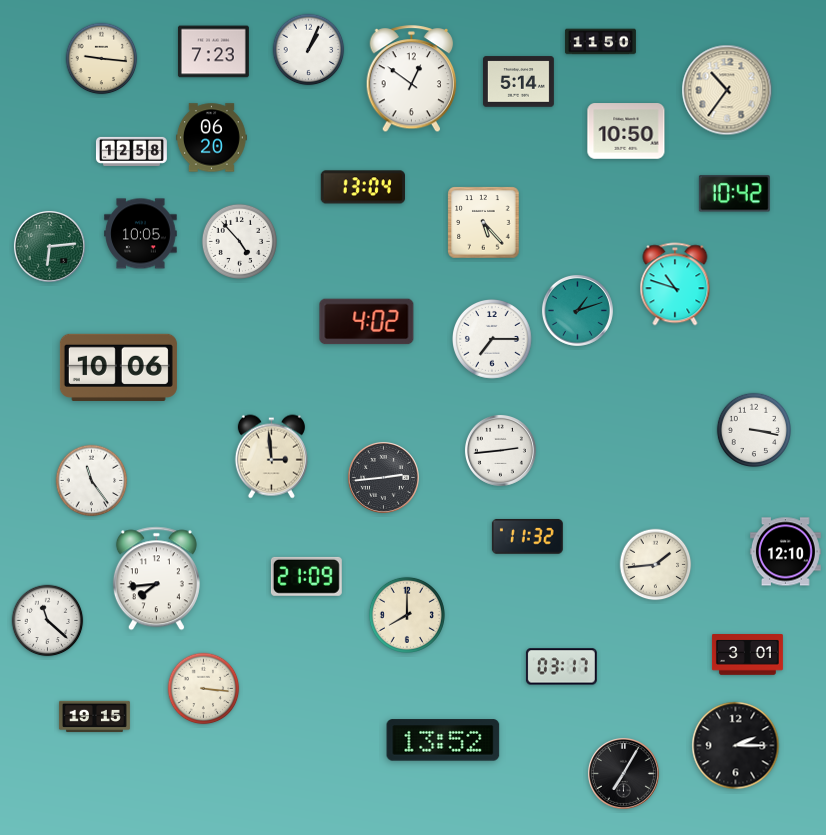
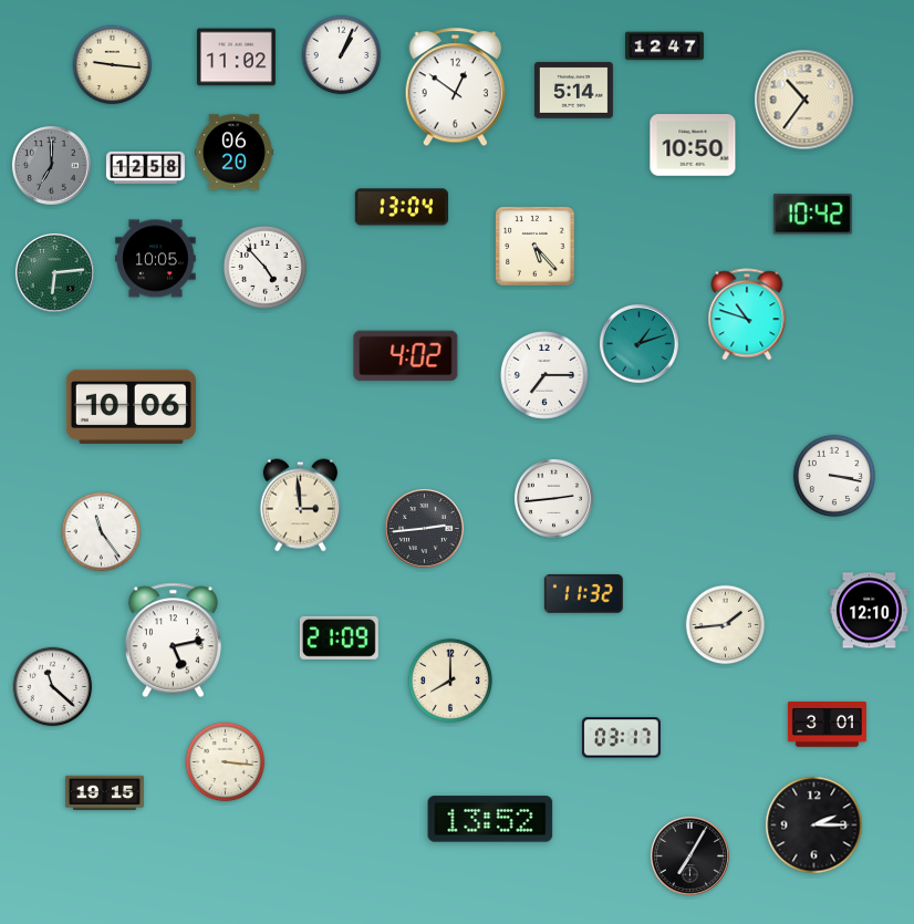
clock at (600, 42): 11:50 -> 12:47
clock at (213, 52): 7:23 -> 11:02
clock at (51, 165): none -> 7:00
clock at (156, 579): 7:44 -> 5:13
